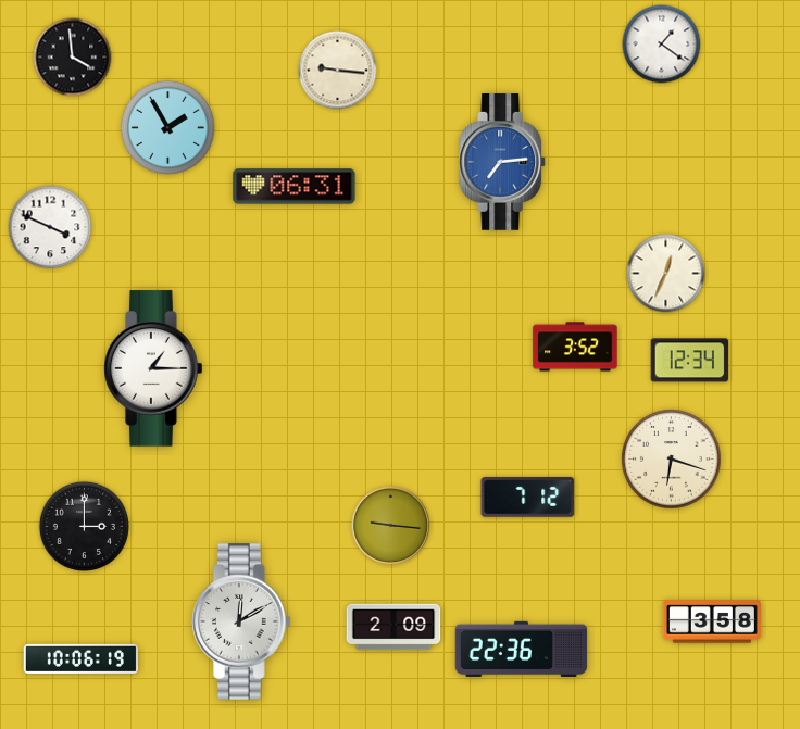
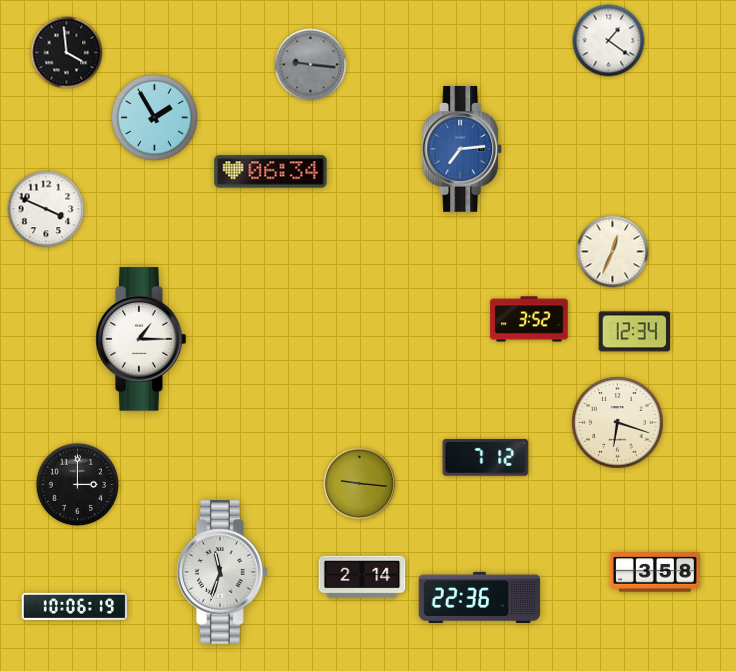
clock at (338, 71) dial: cream -> grey
clock at (295, 187): 06:31 -> 06:34
clock at (241, 621): 12:10 -> 11:33
clock at (393, 627): 2:09 -> 2:14
